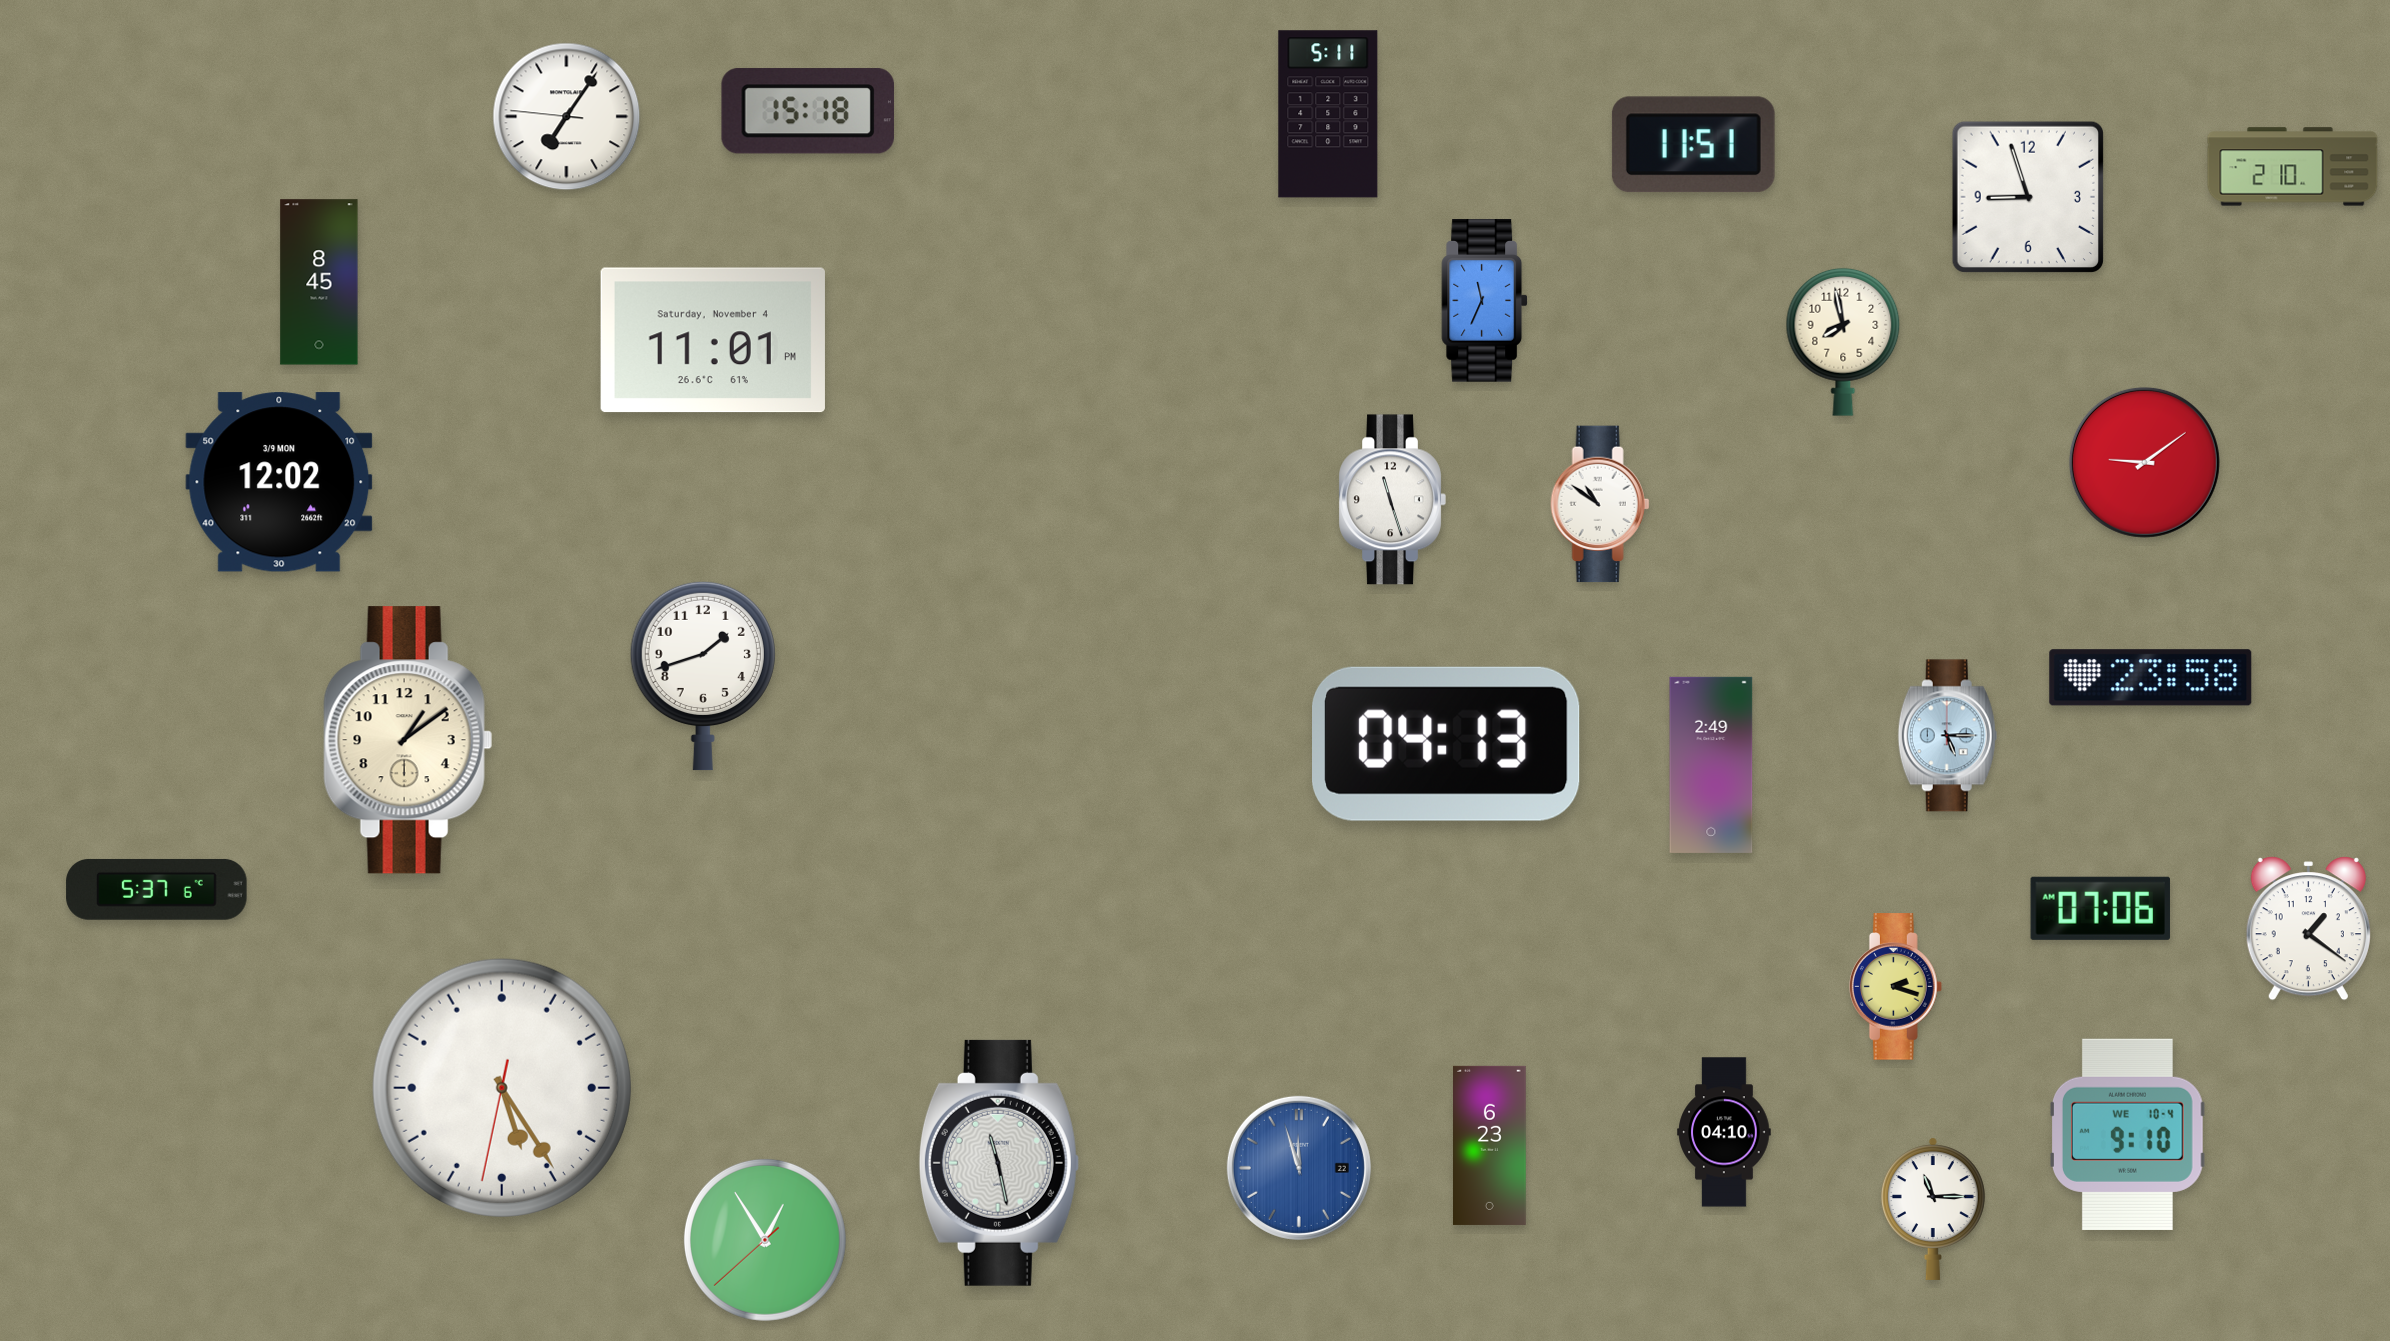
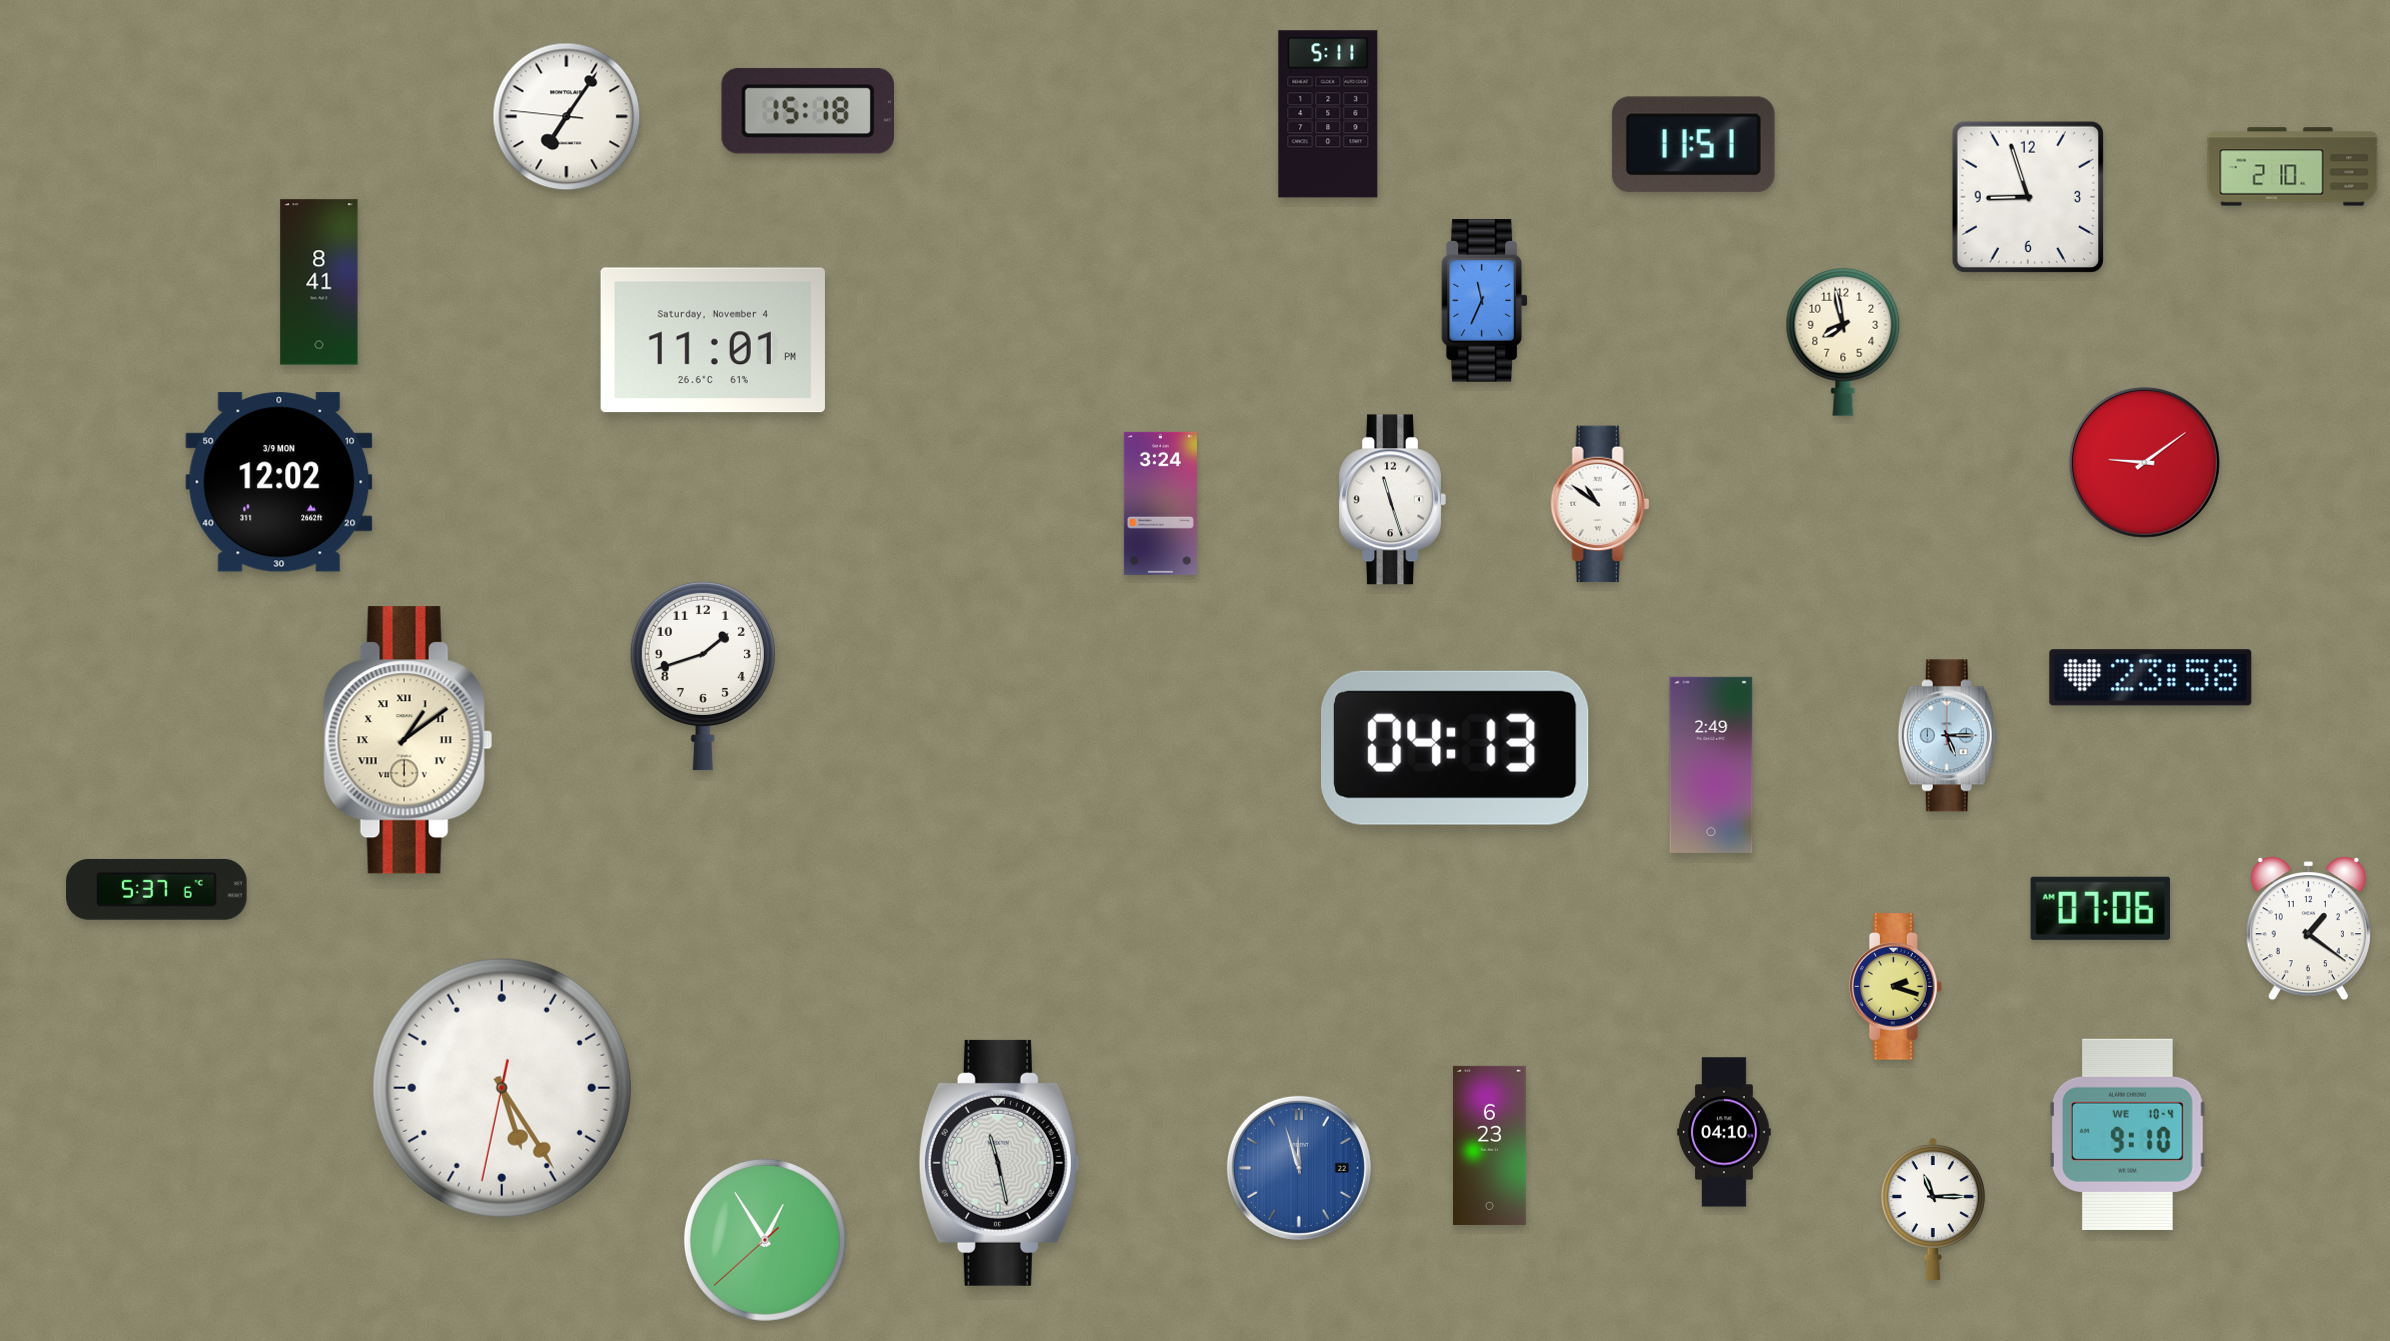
clock at (319, 282): 8:45 -> 8:41
clock at (1160, 503): none -> 3:24
clock at (408, 740) numerals: Arabic -> Roman
clock at (1447, 744) position: (1447, 744) -> (1456, 748)
